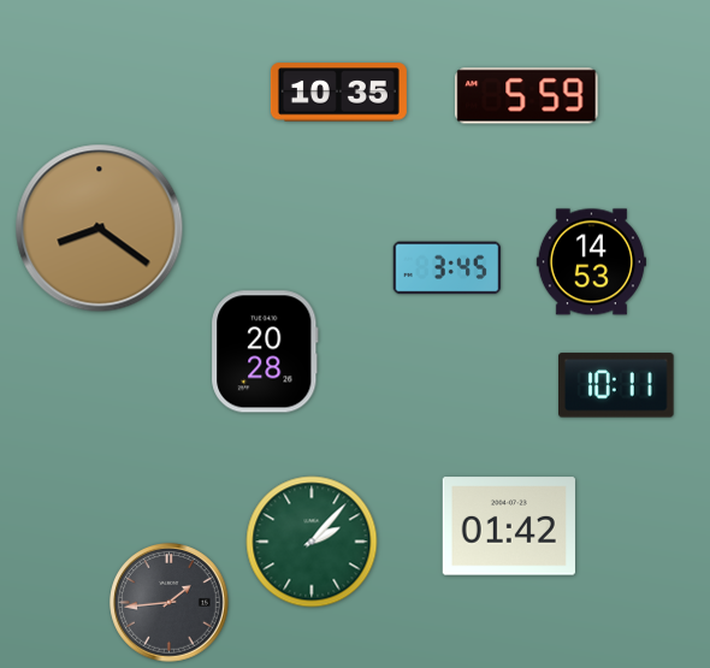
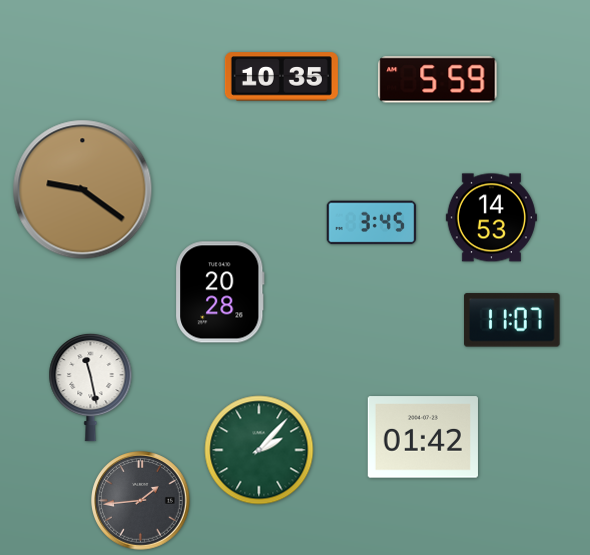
clock at (100, 229): 8:21 -> 9:21
clock at (617, 385): 10:11 -> 11:07
clock at (91, 387): none -> 11:28
